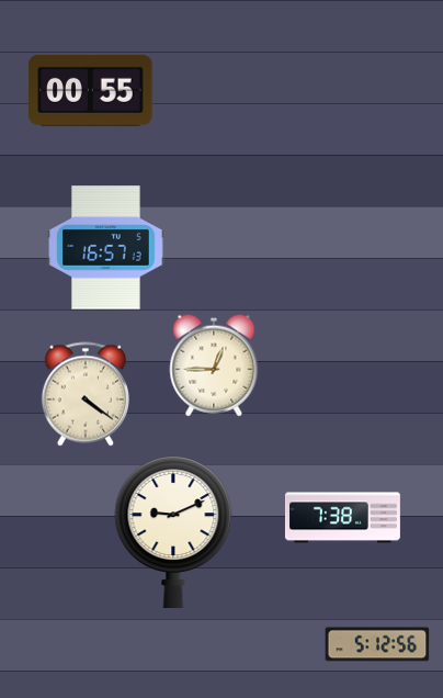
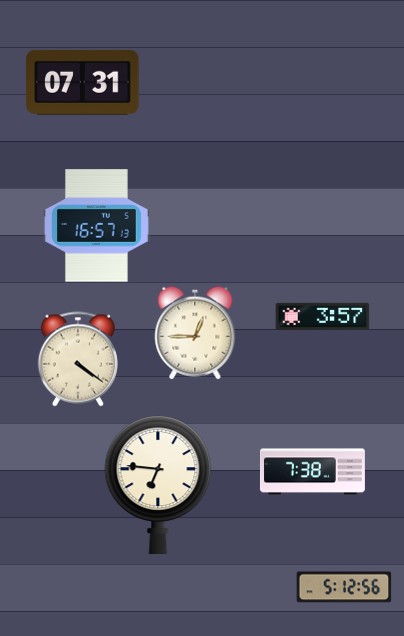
clock at (91, 90): 00:55 -> 07:31
clock at (323, 316): none -> 3:57
clock at (173, 531): 9:11 -> 6:46
